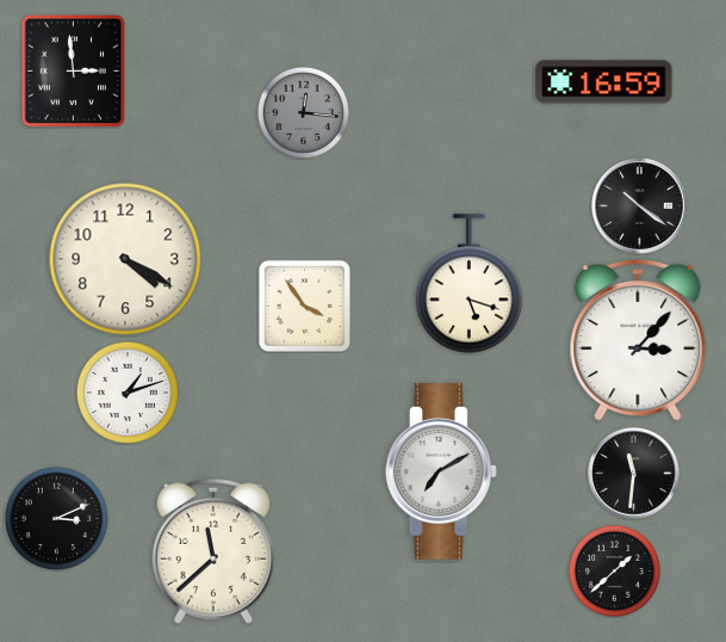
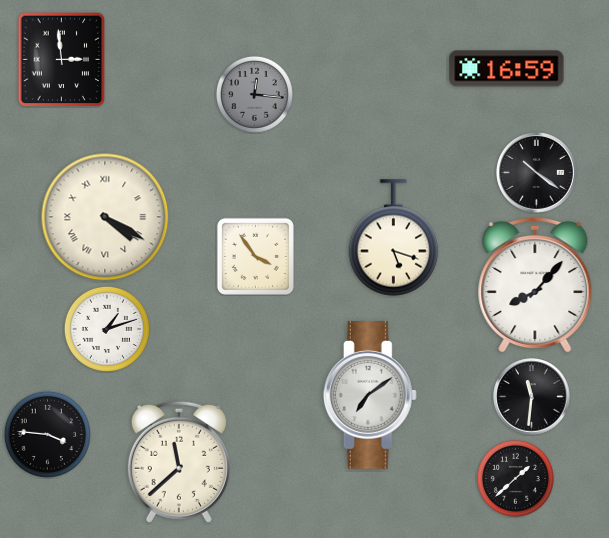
clock at (125, 259) numerals: Arabic -> Roman
clock at (638, 340): 3:07 -> 8:07
clock at (441, 473): 7:10 -> 7:09
clock at (56, 518): 3:11 -> 3:46
